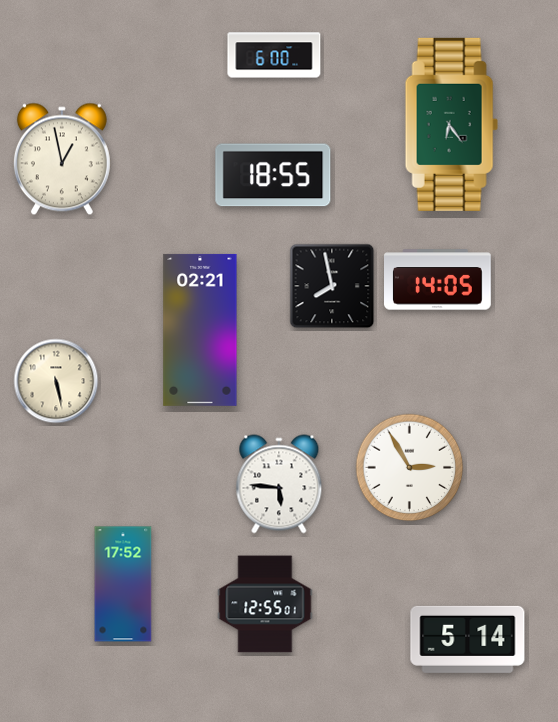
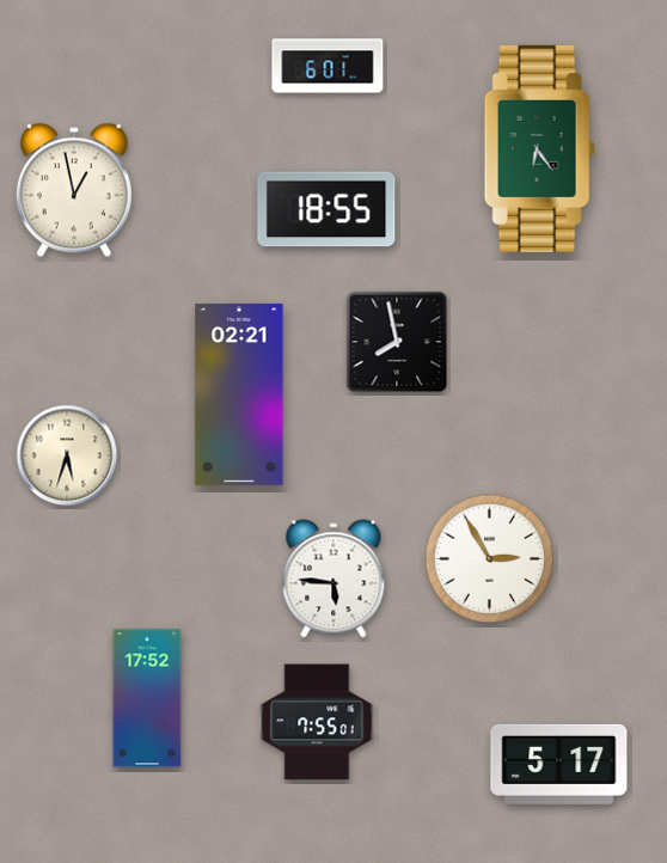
clock at (274, 55): 6:00 -> 6:01
clock at (438, 280): 14:05 -> none
clock at (56, 381): 5:28 -> 5:33
clock at (265, 604): 12:55 -> 7:55
clock at (468, 639): 5:14 -> 5:17
